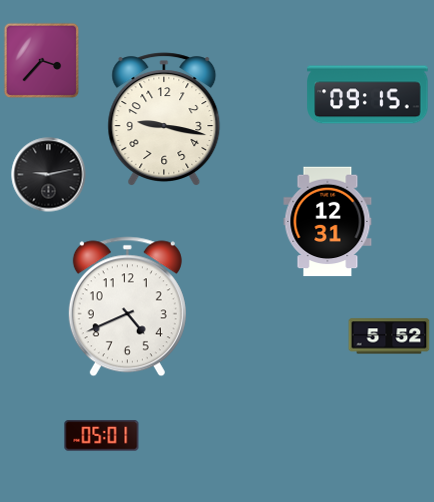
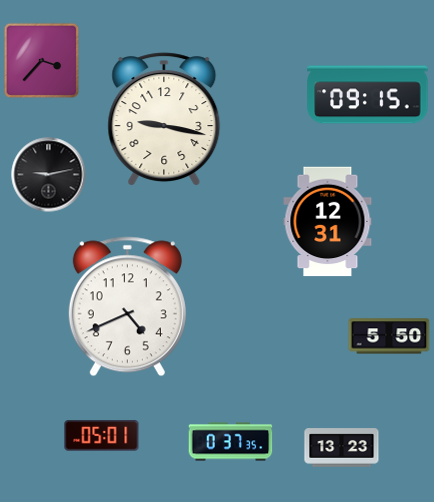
clock at (389, 336): 5:52 -> 5:50
clock at (231, 442): none -> 0:37
clock at (342, 448): none -> 13:23
